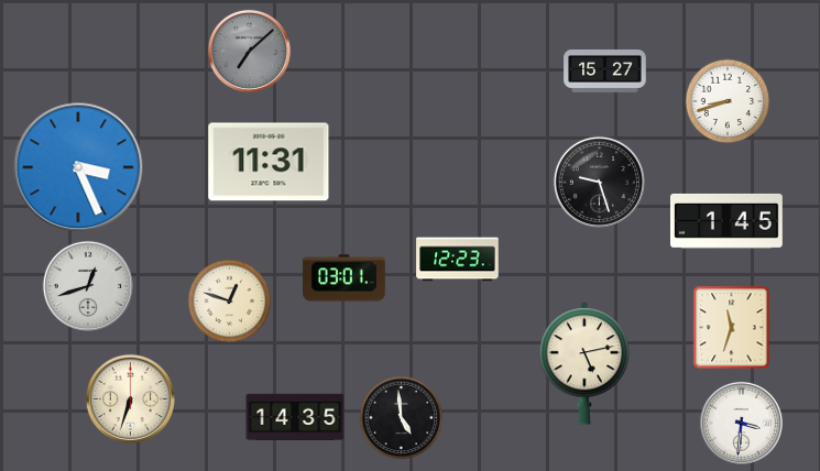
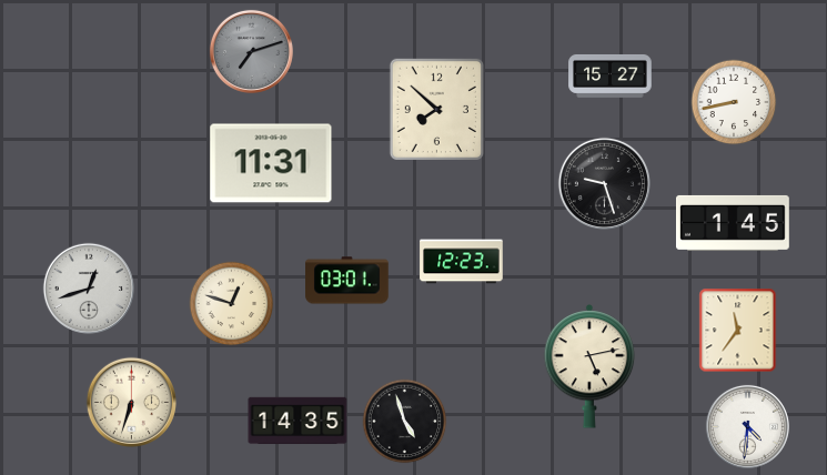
clock at (249, 51): 7:08 -> 7:12
clock at (605, 70) position: (605, 70) -> (611, 75)
clock at (728, 101): 8:42 -> 8:43
clock at (436, 109): none -> 7:52
clock at (78, 167): 3:26 -> none
clock at (732, 328): 11:33 -> 11:36
clock at (402, 418): 4:59 -> 4:57
clock at (741, 423): 3:31 -> 4:31
